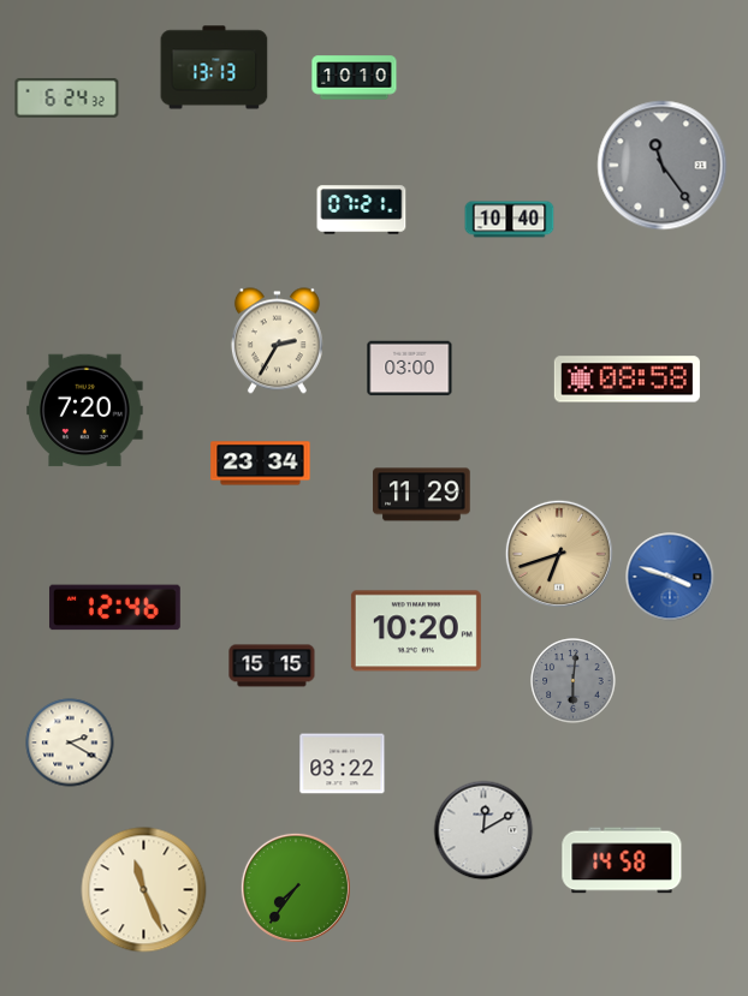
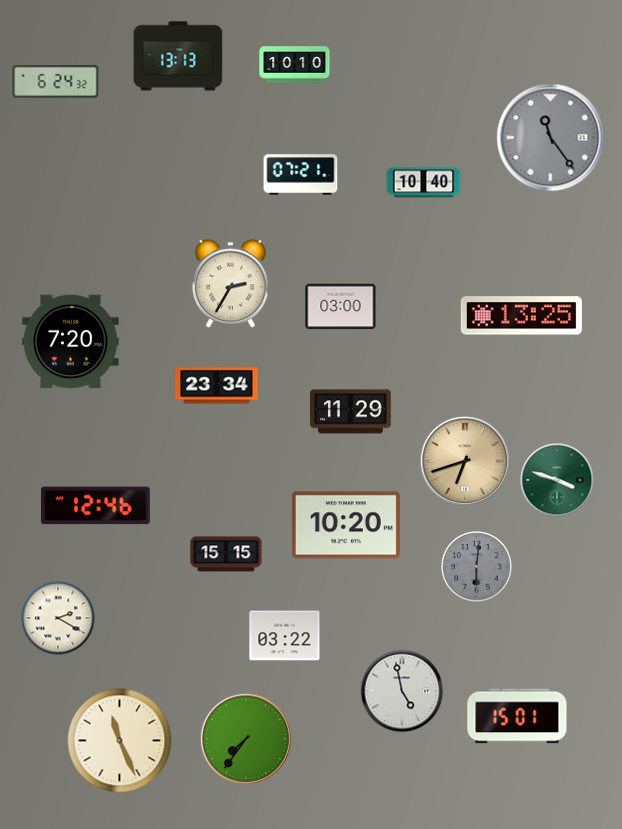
clock at (627, 380): 08:58 -> 13:25
clock at (670, 577) dial: blue -> green
clock at (483, 830): 12:10 -> 4:58
clock at (622, 860): 14:58 -> 15:01
